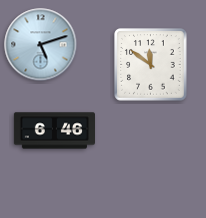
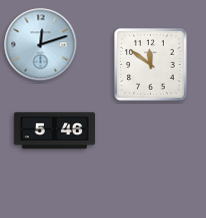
clock at (41, 45): 5:12 -> 12:12
clock at (54, 131): 6:46 -> 5:46
